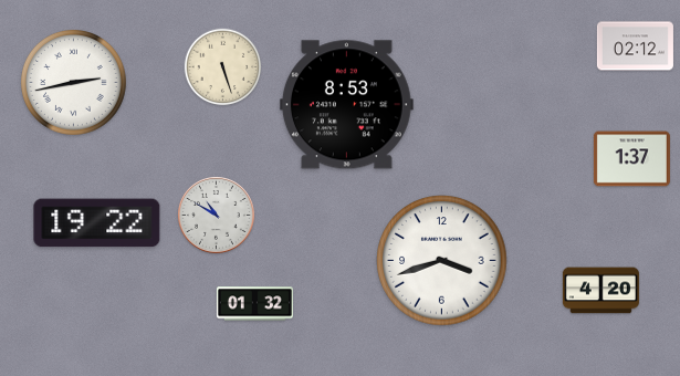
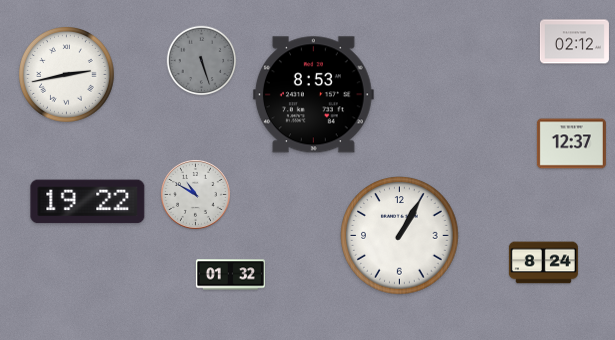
clock at (223, 67) dial: cream -> grey
clock at (631, 159): 1:37 -> 12:37
clock at (442, 261): 3:42 -> 1:05
clock at (600, 291): 4:20 -> 8:24
